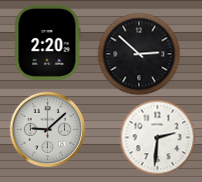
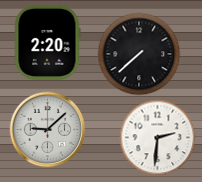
clock at (139, 54): 2:52 -> 7:38
